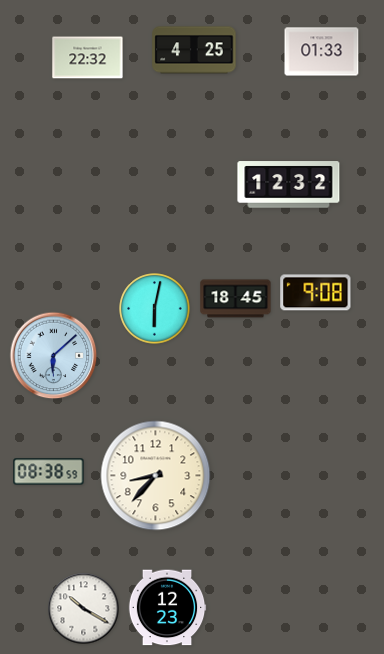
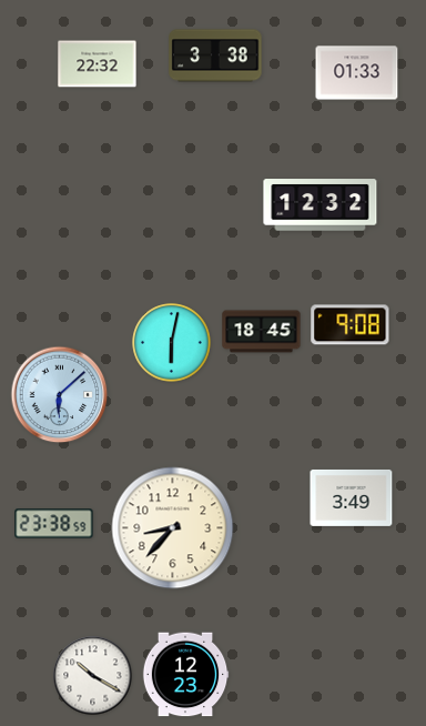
clock at (194, 50): 4:25 -> 3:38
clock at (322, 52) position: (322, 52) -> (357, 73)
clock at (352, 497): none -> 3:49
clock at (49, 472): 08:38 -> 23:38
